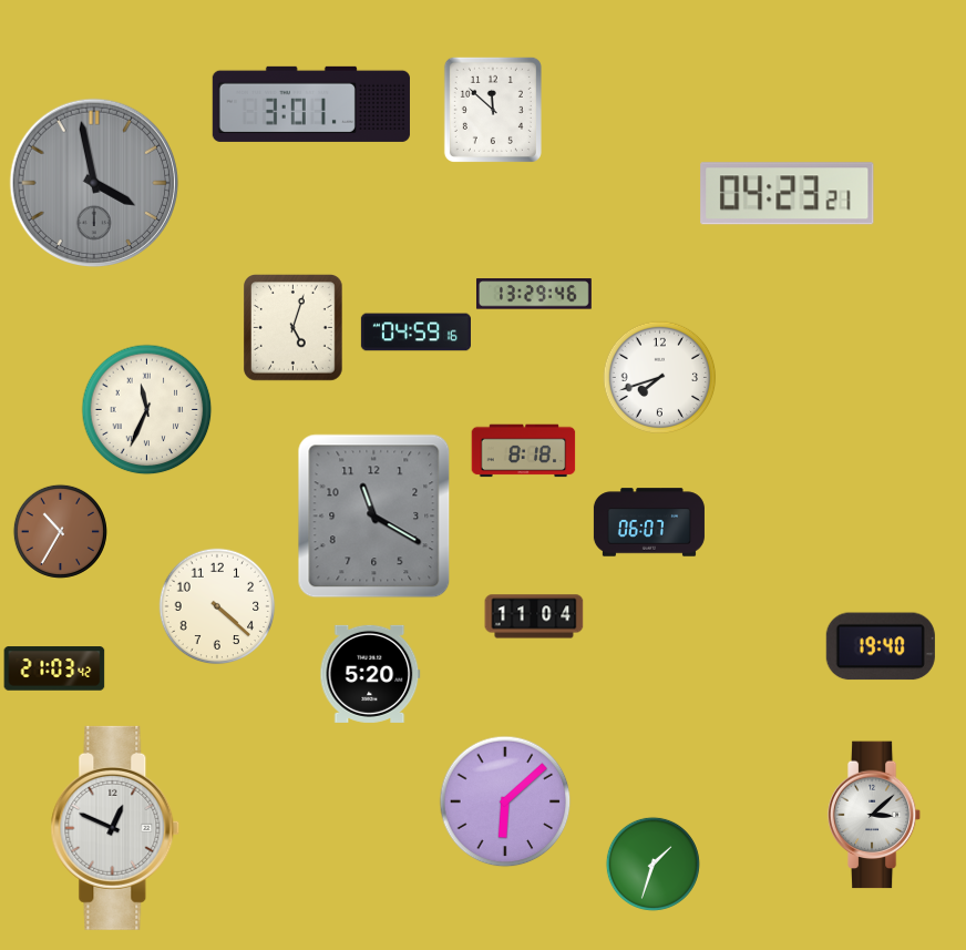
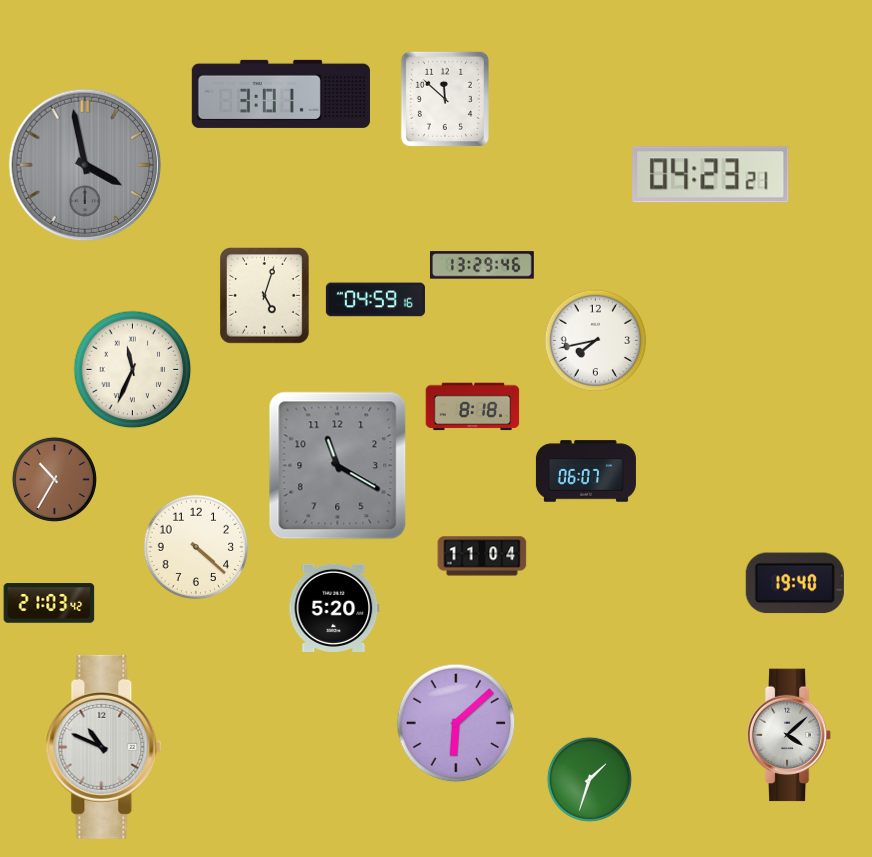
clock at (660, 378): 7:42 -> 7:43
clock at (874, 815): 3:08 -> 4:08
clock at (115, 828): 12:49 -> 10:49
